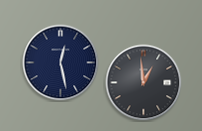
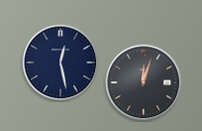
clock at (144, 83): 12:59 -> 12:03
